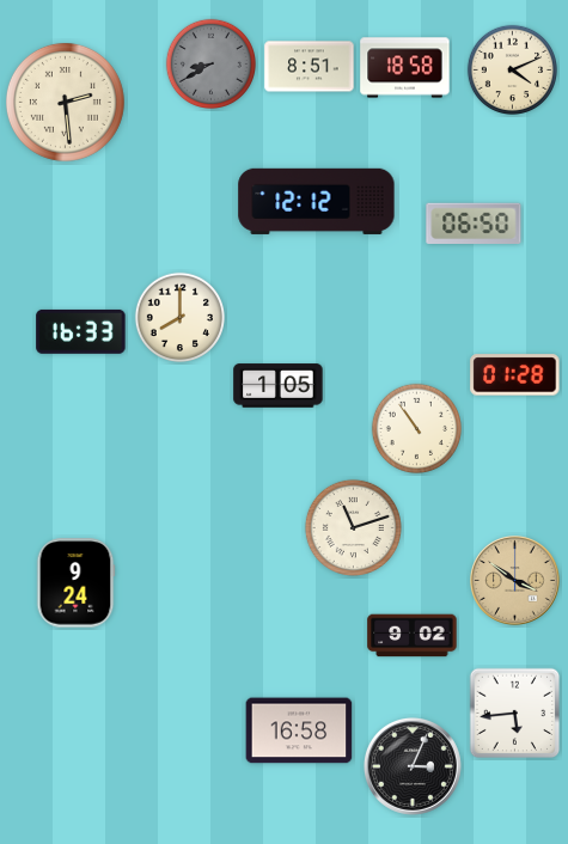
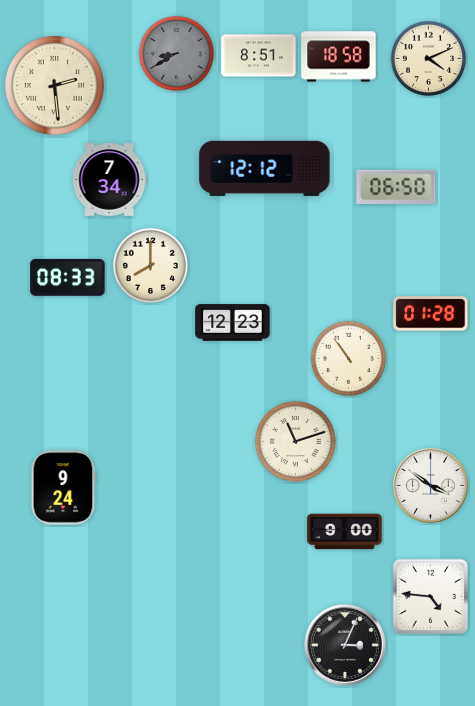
clock at (109, 180): none -> 7:34
clock at (81, 331): 16:33 -> 08:33
clock at (279, 386): 1:05 -> 12:23
clock at (515, 581) dial: champagne -> white
clock at (413, 636): 9:02 -> 9:00
clock at (515, 714): 5:44 -> 4:46
clock at (299, 730): 16:58 -> none
clock at (413, 766) position: (413, 766) -> (345, 645)
